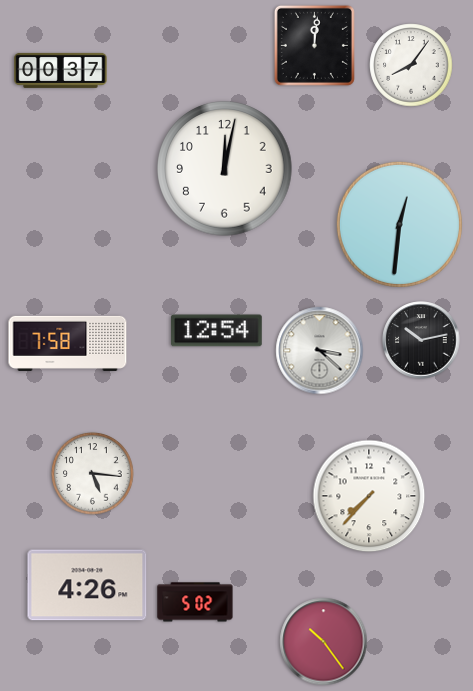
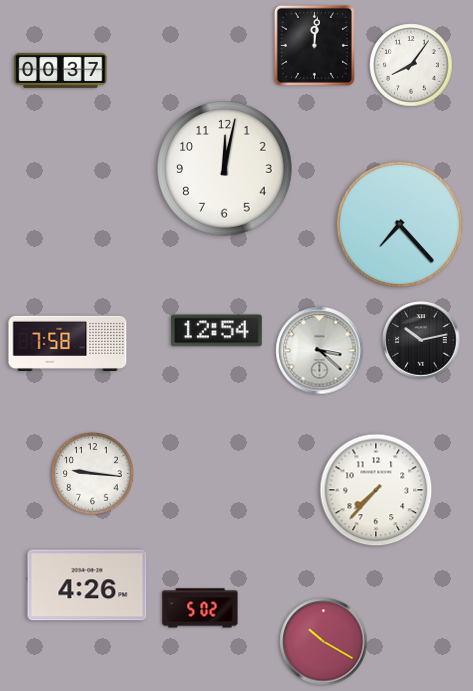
clock at (399, 224): 12:31 -> 7:23
clock at (93, 474): 5:16 -> 9:16
clock at (369, 496) position: (369, 496) -> (376, 490)
clock at (195, 602) position: (195, 602) -> (200, 608)
clock at (324, 642): 10:24 -> 10:20
